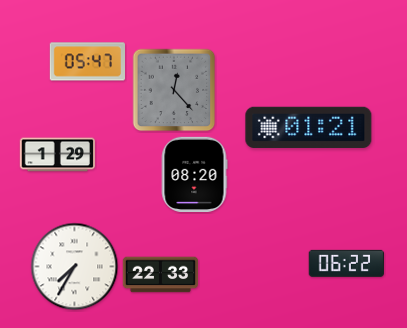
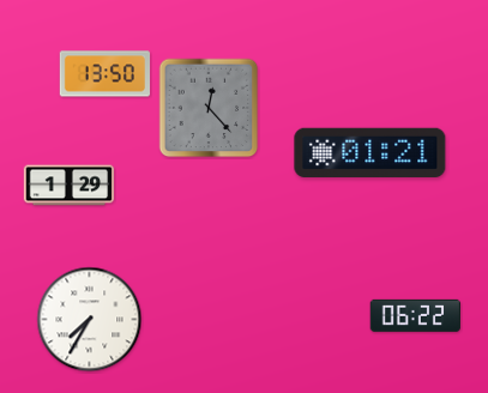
clock at (87, 62): 05:47 -> 13:50
clock at (194, 175): 08:20 -> none
clock at (161, 275): 22:33 -> none
